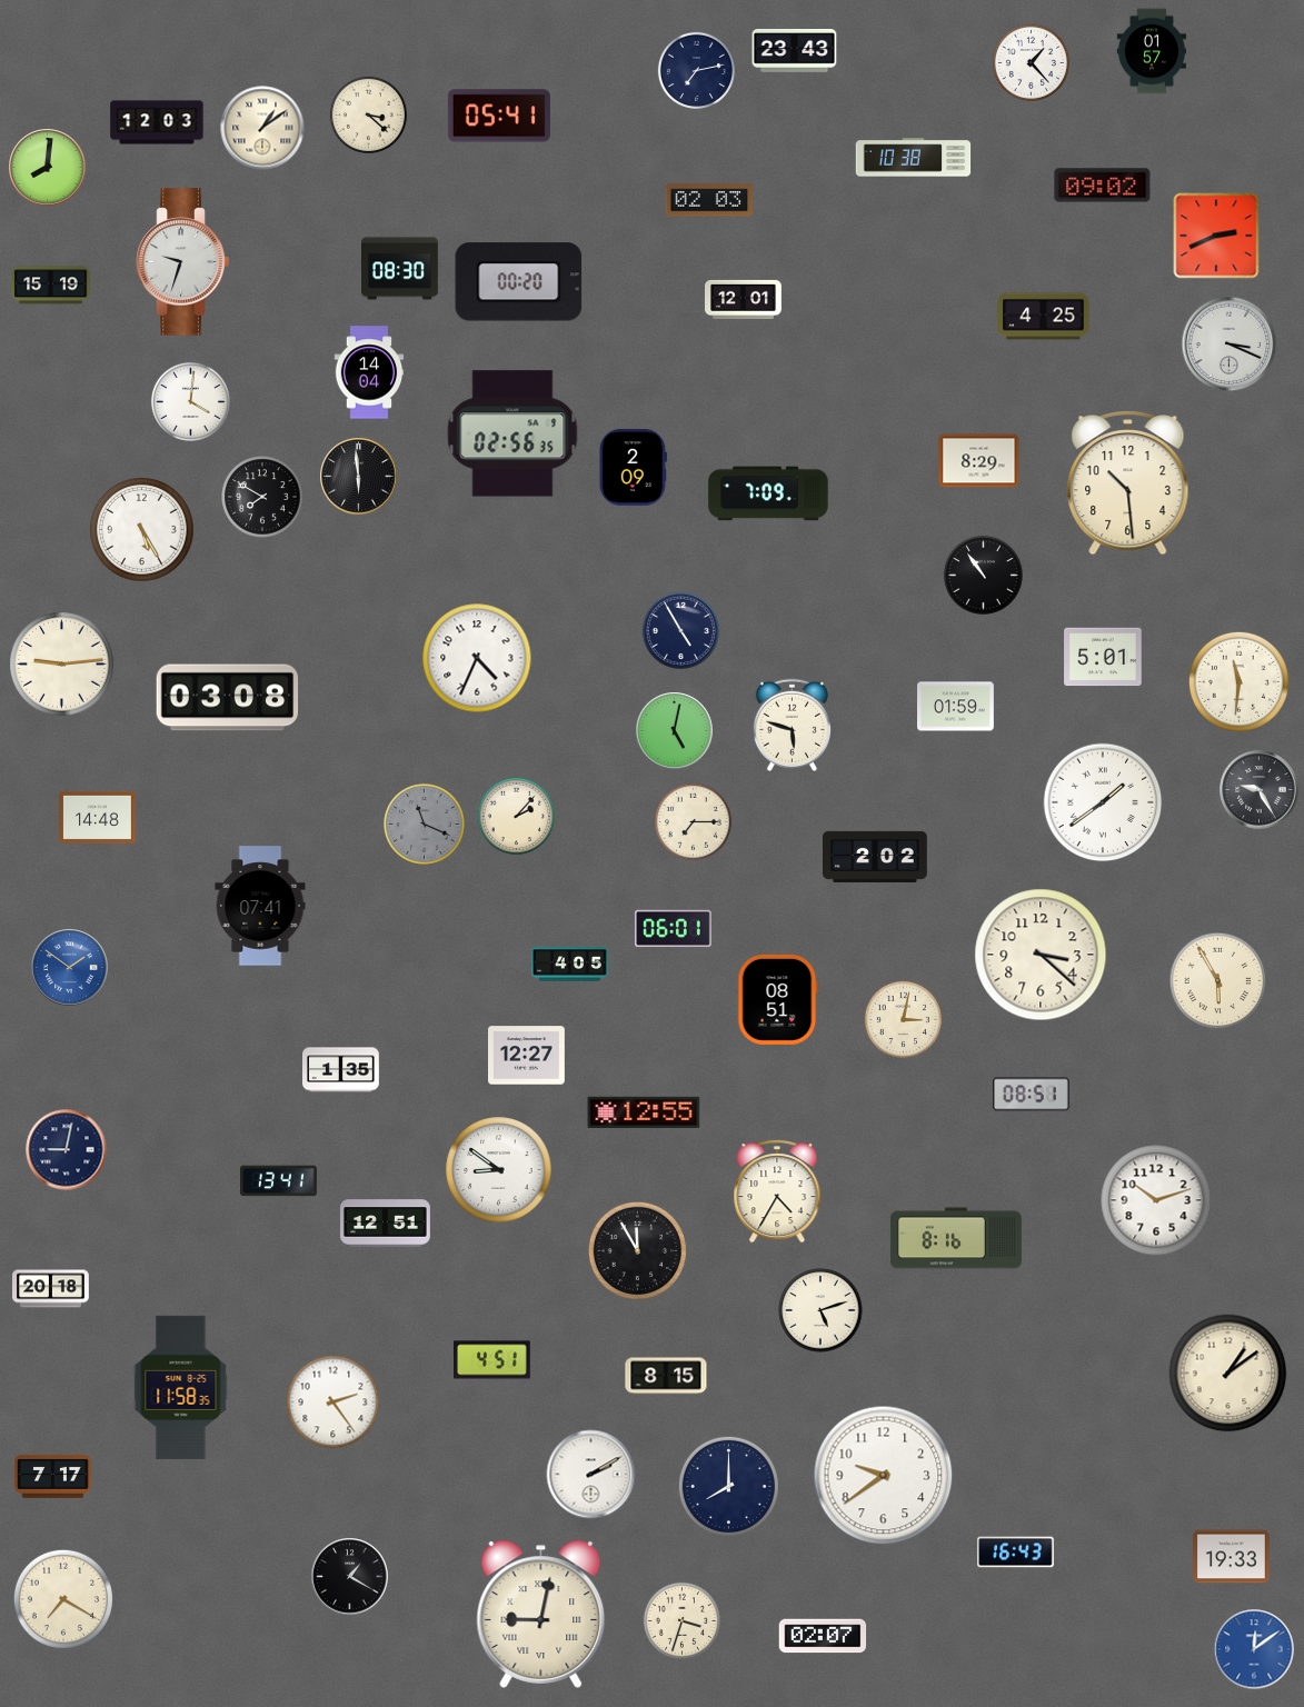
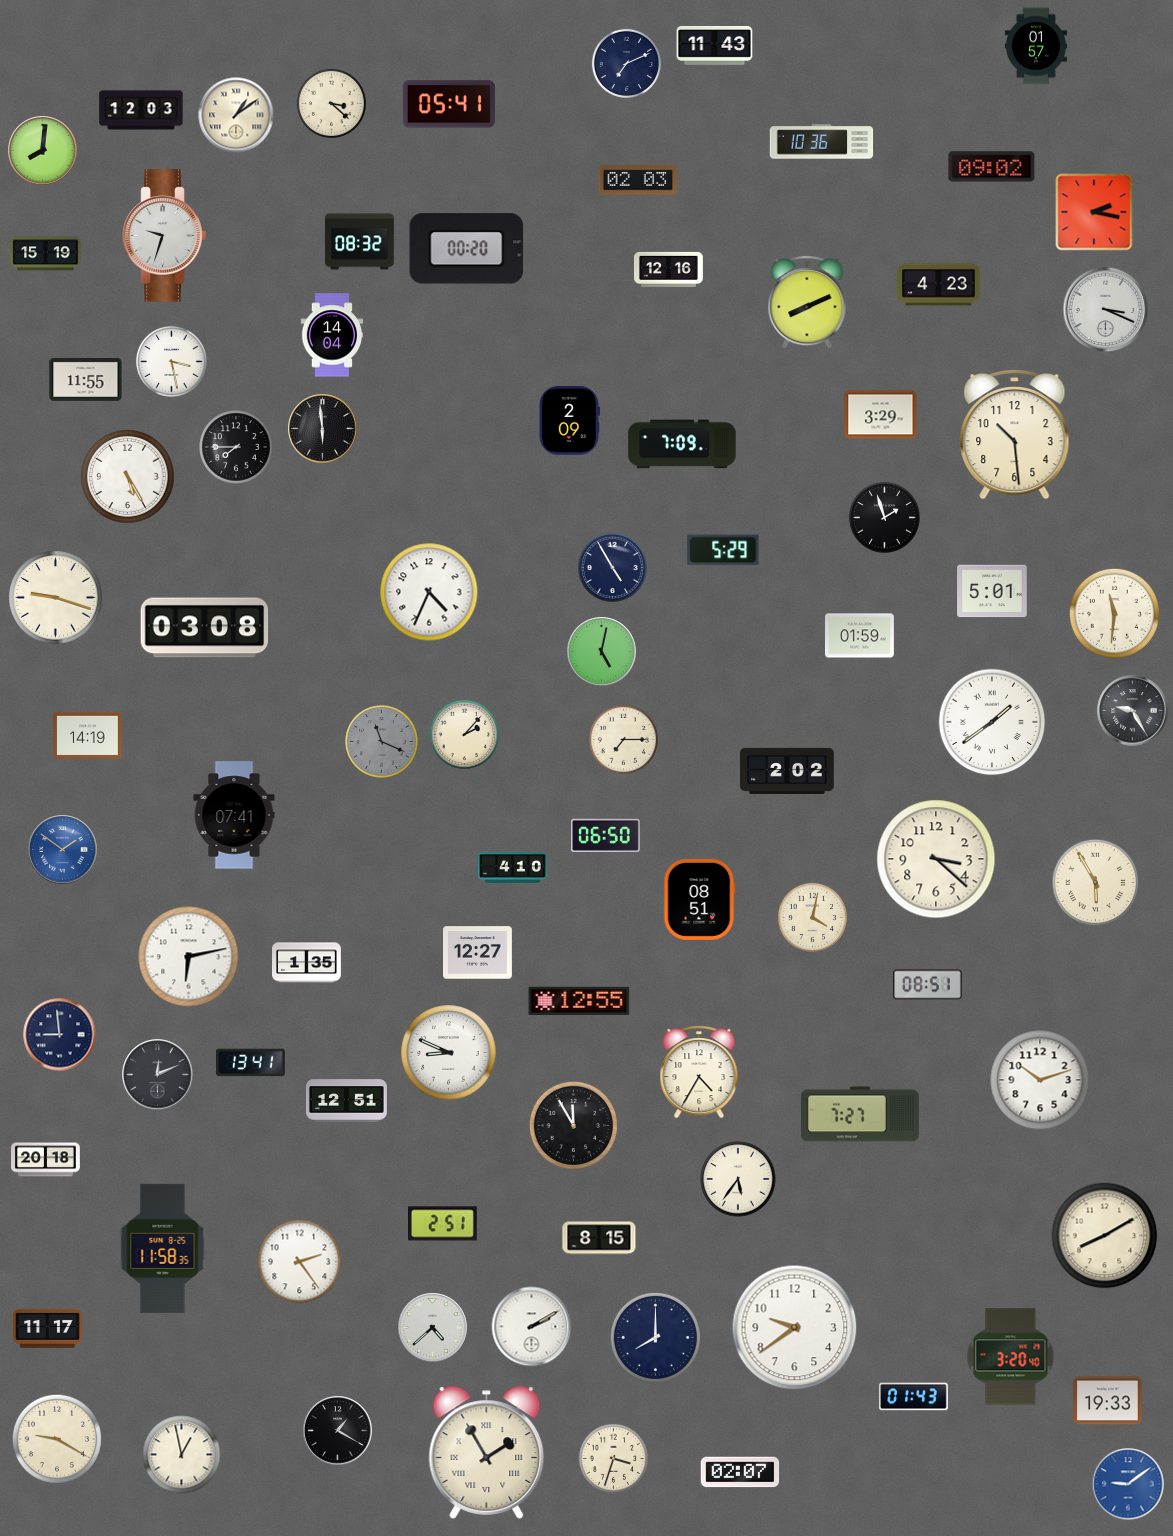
clock at (795, 51): 23:43 -> 11:43
clock at (1031, 62): 1:23 -> none
clock at (696, 70): 7:13 -> 7:11
clock at (914, 158): 10:38 -> 10:36
clock at (1216, 236): 2:41 -> 2:17
clock at (400, 269): 08:30 -> 08:32
clock at (519, 282) position: (519, 282) -> (467, 249)
clock at (51, 286) position: (51, 286) -> (46, 254)
clock at (744, 299): 12:01 -> 12:16
clock at (1044, 317): 4:25 -> 4:23
clock at (807, 303): none -> 8:11
clock at (190, 401): 4:01 -> 3:28
clock at (86, 379): none -> 11:55
clock at (512, 433): 02:56 -> none
clock at (979, 461): 8:29 -> 3:29
clock at (768, 493) position: (768, 493) -> (682, 444)
clock at (262, 497): 7:50 -> 7:45
clock at (983, 575): 10:54 -> 1:57
clock at (723, 550): none -> 5:29
clock at (62, 665): 9:14 -> 9:18
clock at (792, 725): 5:48 -> none
clock at (675, 731) position: (675, 731) -> (602, 652)
clock at (98, 817): 14:48 -> 14:19
clock at (674, 929): 06:01 -> 06:50
clock at (570, 965): 4:05 -> 4:10
clock at (70, 968) position: (70, 968) -> (63, 850)
clock at (903, 1019): 3:02 -> 4:02
clock at (527, 1056) position: (527, 1056) -> (478, 953)
clock at (189, 957): none -> 6:13
clock at (67, 1150): 9:02 -> 8:59
clock at (499, 1170): 8:51 -> 8:49
clock at (158, 1075): none -> 12:11
clock at (956, 1238): 8:16 -> 7:27
clock at (820, 1310): 5:12 -> 5:36
clock at (492, 1360): 4:51 -> 2:51
clock at (1228, 1374): 1:09 -> 8:10
clock at (433, 1328): none -> 4:38
clock at (53, 1477): 7:17 -> 11:17
clock at (1011, 1357): none -> 3:20
clock at (1016, 1553): 16:43 -> 01:43
clock at (350, 1577) position: (350, 1577) -> (338, 1431)
clock at (63, 1599): 7:20 -> 9:20
clock at (541, 1614): 9:02 -> 1:55
clock at (182, 1455): none -> 12:58
clock at (1254, 1649): 12:09 -> 9:09
